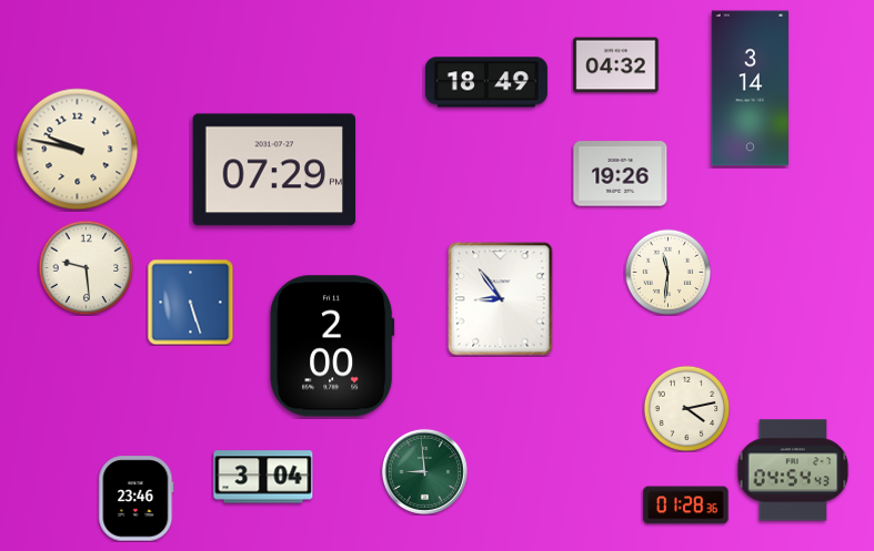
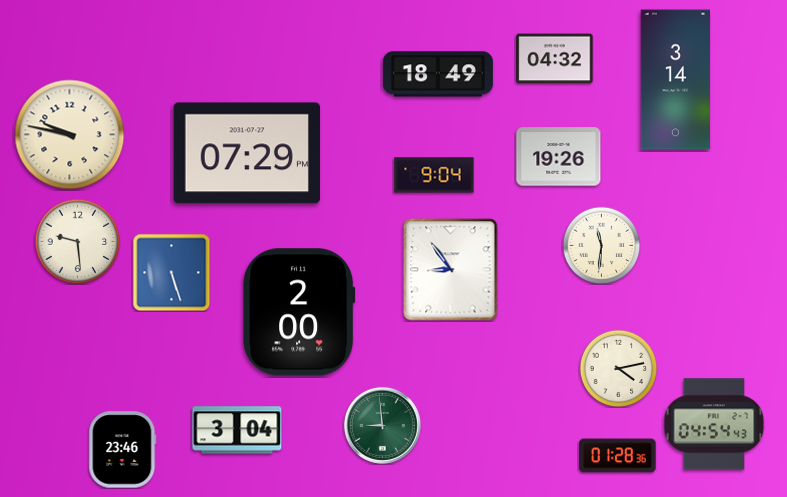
clock at (434, 175): none -> 9:04
